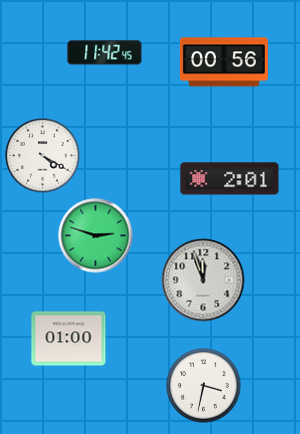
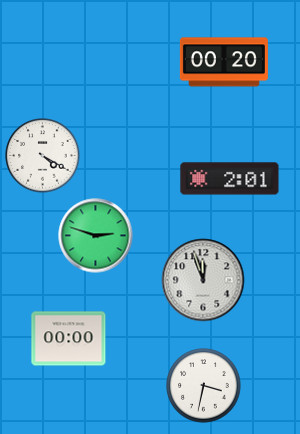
clock at (105, 53): 11:42 -> none
clock at (224, 62): 00:56 -> 00:20
clock at (69, 339): 01:00 -> 00:00
